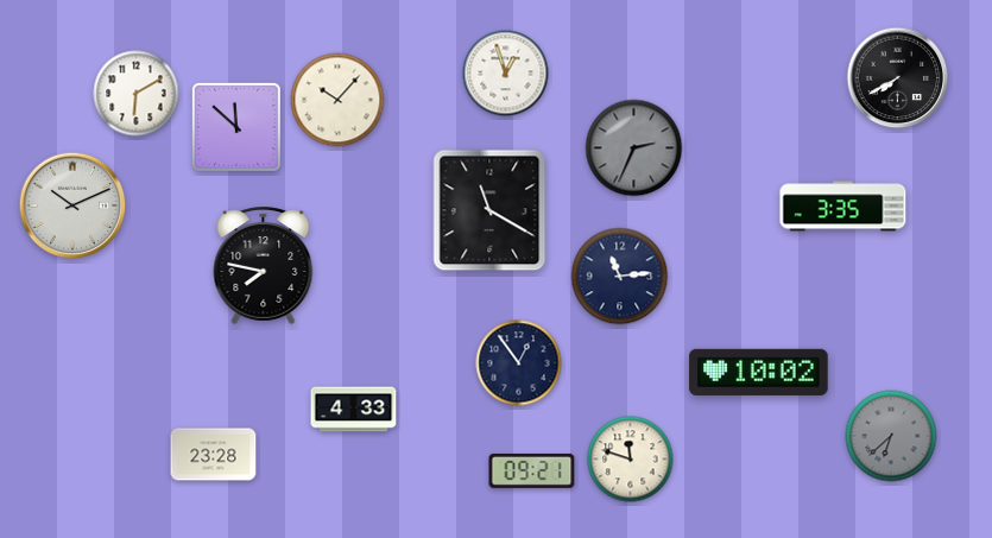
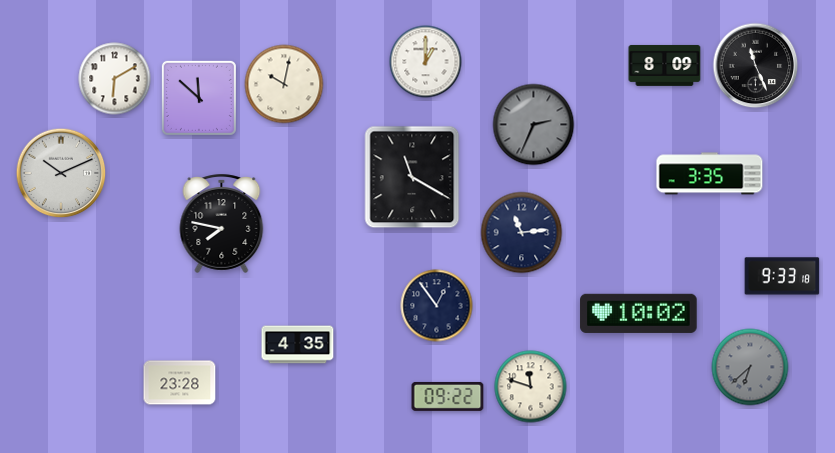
clock at (506, 74): 12:57 -> 1:00
clock at (665, 65): none -> 8:09
clock at (898, 78): 7:40 -> 11:26
clock at (337, 100): 10:07 -> 10:02
clock at (236, 127) position: (236, 127) -> (199, 98)
clock at (782, 276): none -> 9:33
clock at (354, 410): 4:33 -> 4:35
clock at (532, 470): 09:21 -> 09:22
